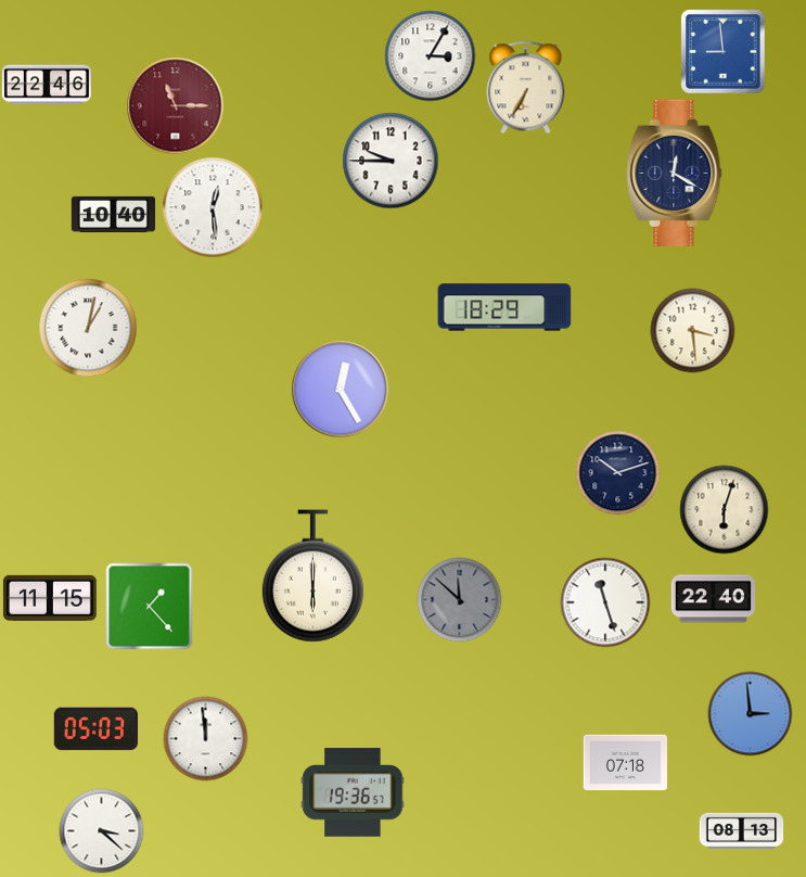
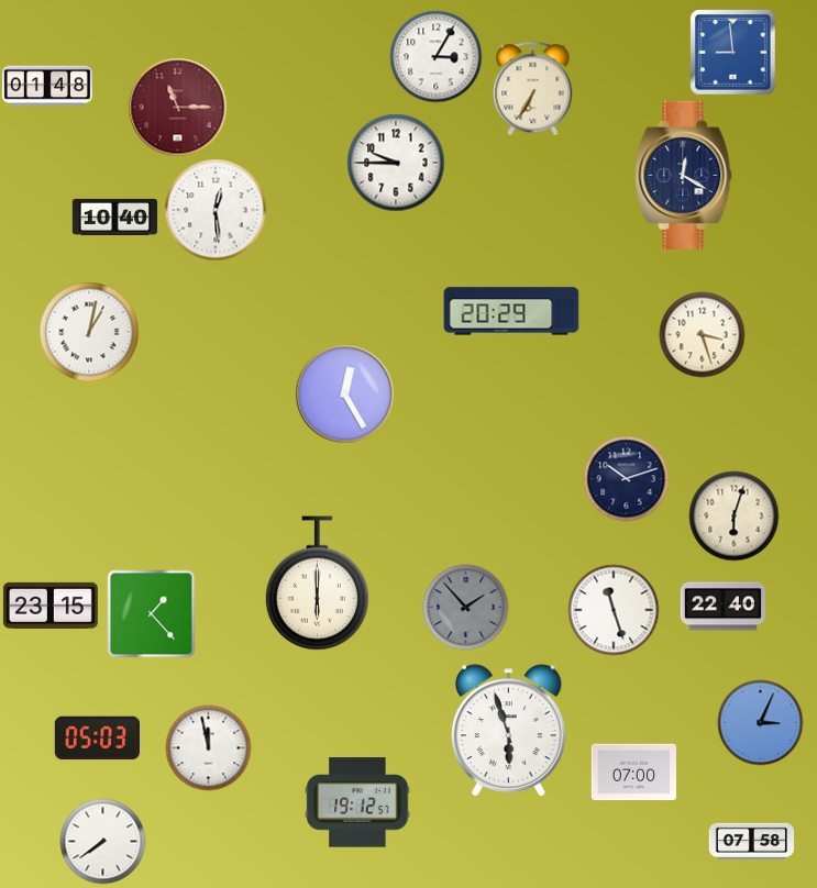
clock at (47, 85): 22:46 -> 01:48
clock at (504, 307): 18:29 -> 20:29
clock at (692, 330): 3:29 -> 3:27
clock at (50, 598): 11:15 -> 23:15
clock at (459, 599): 11:52 -> 1:53
clock at (750, 713): 2:59 -> 3:04
clock at (508, 731): none -> 5:57
clock at (205, 738): 11:59 -> 11:58
clock at (625, 763): 07:18 -> 07:00
clock at (353, 792): 19:36 -> 19:12
clock at (101, 830): 3:22 -> 7:39
clock at (741, 830): 08:13 -> 07:58
